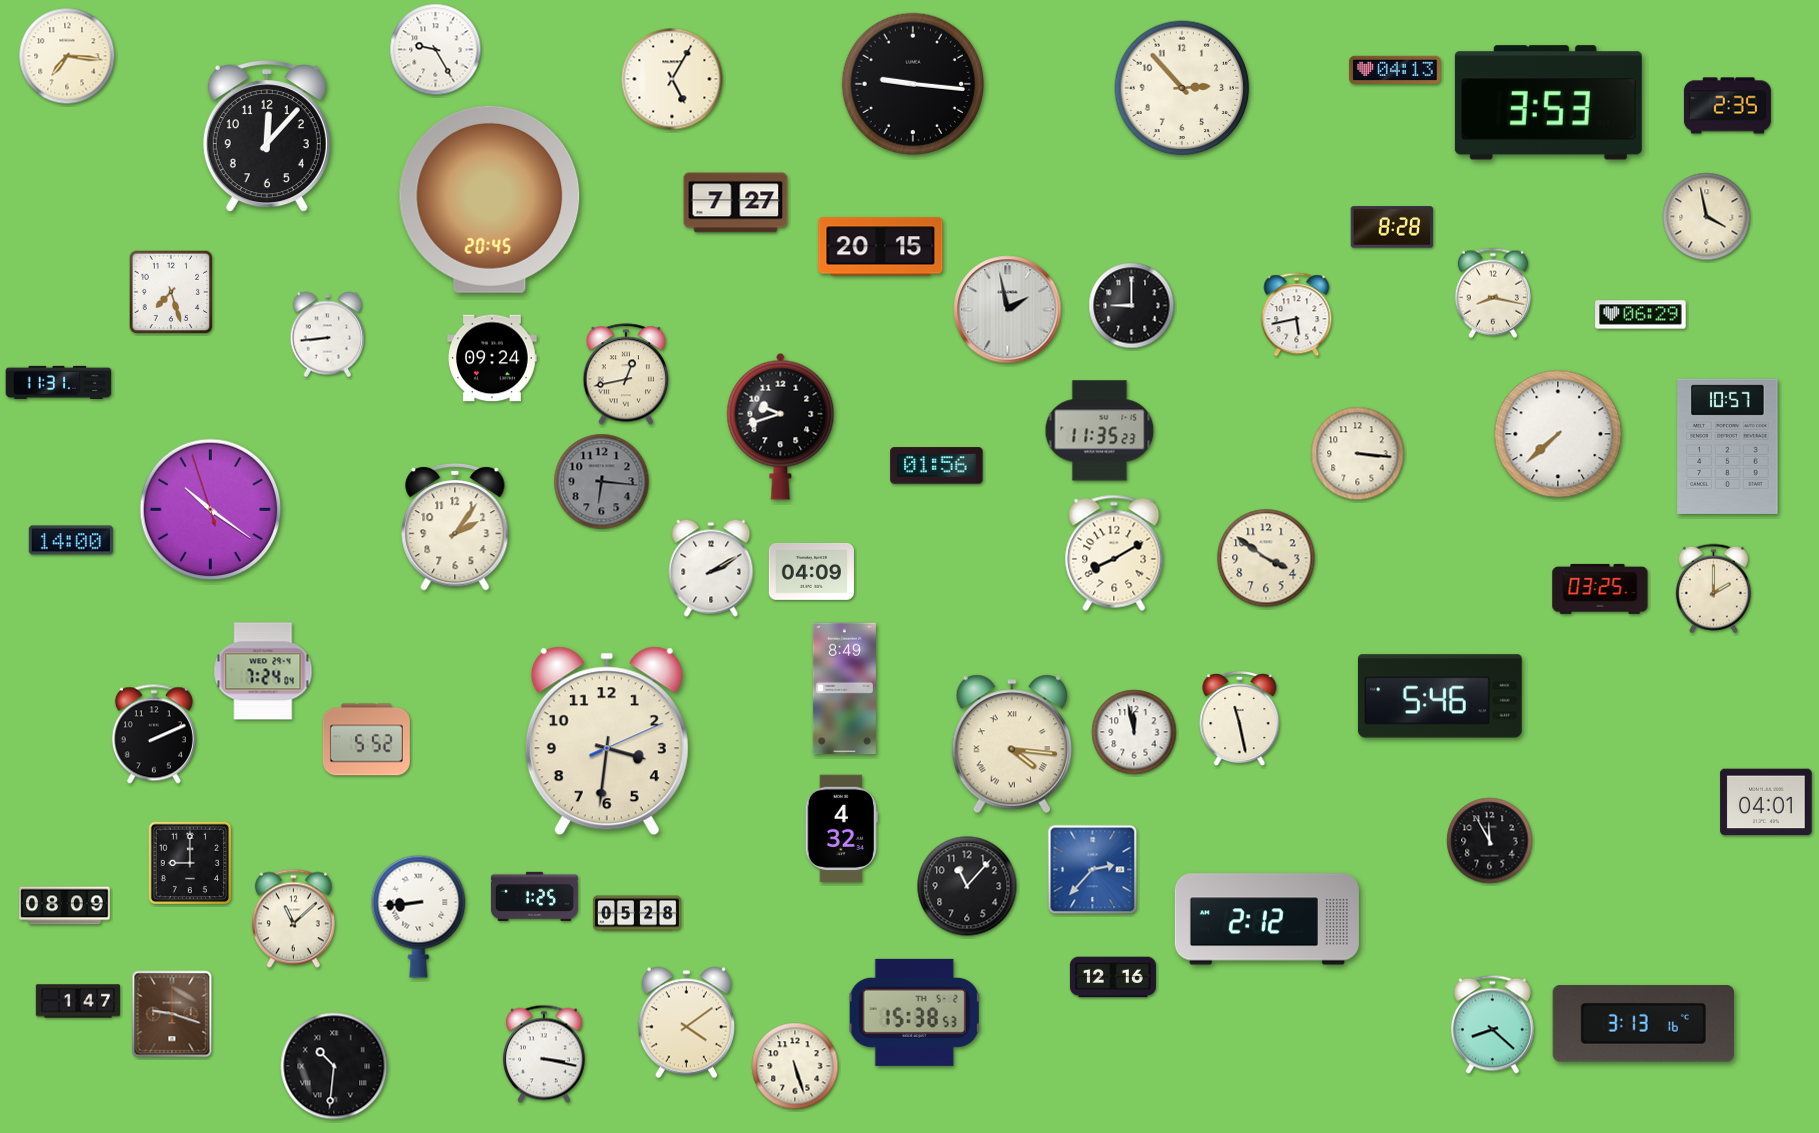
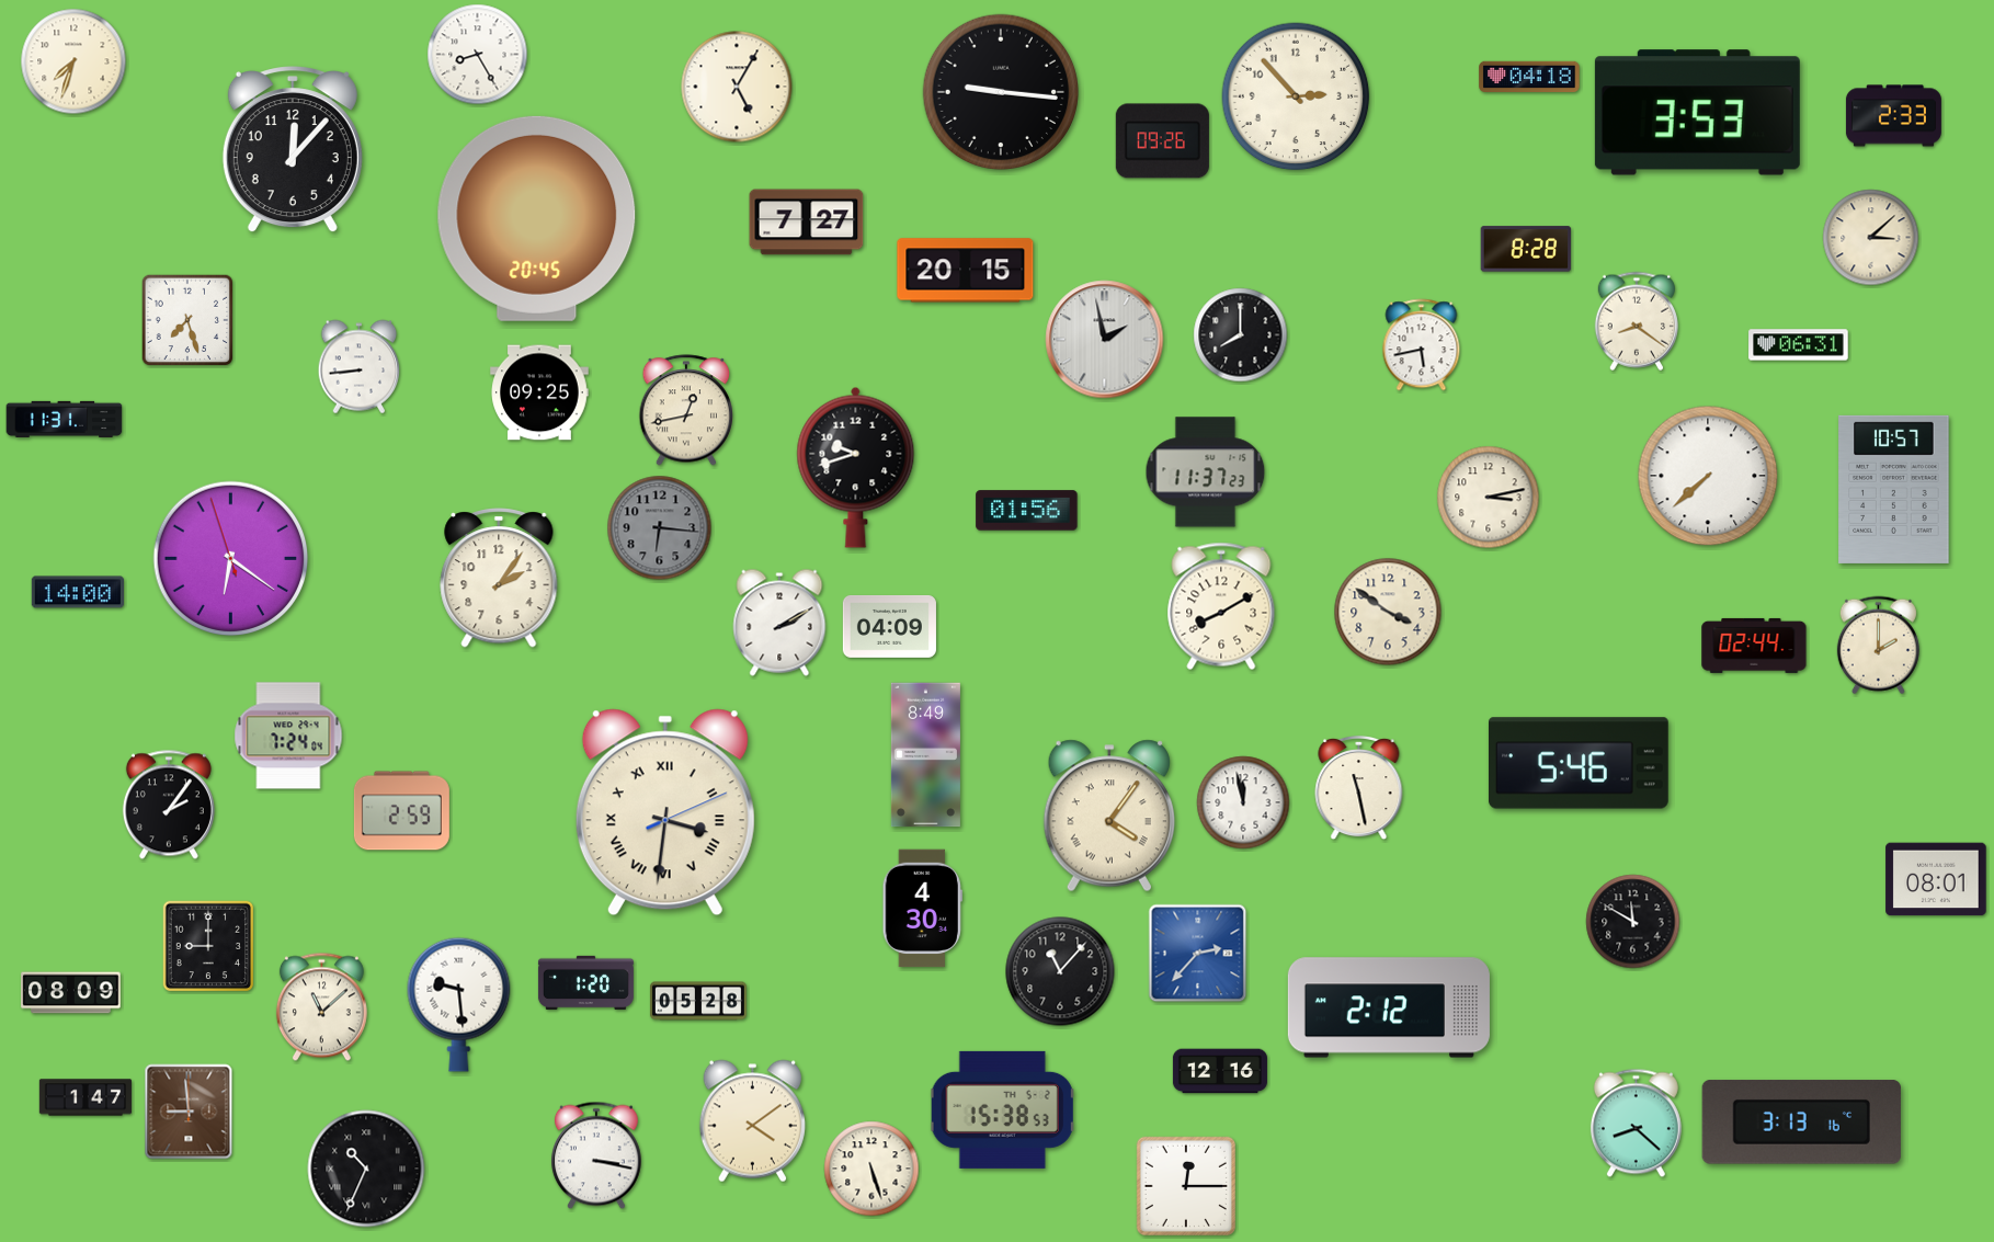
clock at (436, 50): 9:25 -> 8:25
clock at (67, 56): 7:16 -> 7:33
clock at (1395, 69): 04:13 -> 04:18
clock at (1727, 106): 2:35 -> 2:33
clock at (1162, 141): none -> 09:26
clock at (1707, 217): 3:58 -> 3:08
clock at (1493, 293): 8:17 -> 8:21
clock at (1132, 306): 9:00 -> 8:00
clock at (1641, 315): 06:29 -> 06:31
clock at (492, 358): 09:24 -> 09:25
clock at (1100, 431): 11:35 -> 11:37
clock at (1358, 454): 3:16 -> 3:13
clock at (211, 510): 10:20 -> 6:20
clock at (1600, 589): 03:25 -> 02:44
clock at (154, 734): 2:11 -> 2:06
clock at (366, 740): 5:52 -> 2:59
clock at (607, 741) numerals: Arabic -> Roman
clock at (1011, 744): 4:16 -> 4:06
clock at (1766, 802): 04:01 -> 08:01
clock at (841, 829): 4:32 -> 4:30
clock at (1490, 841): 11:55 -> 11:50
clock at (534, 896): 1:25 -> 1:20
clock at (419, 916): 8:44 -> 9:29
clock at (172, 1014): 9:18 -> 8:59
clock at (334, 1066): 10:31 -> 10:34
clock at (1186, 1186): none -> 12:15
